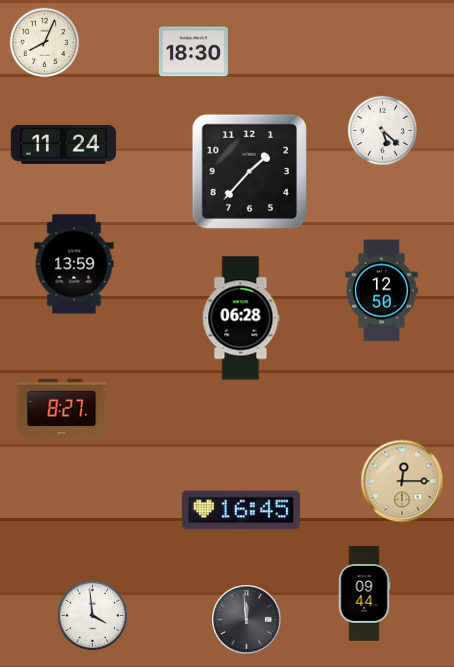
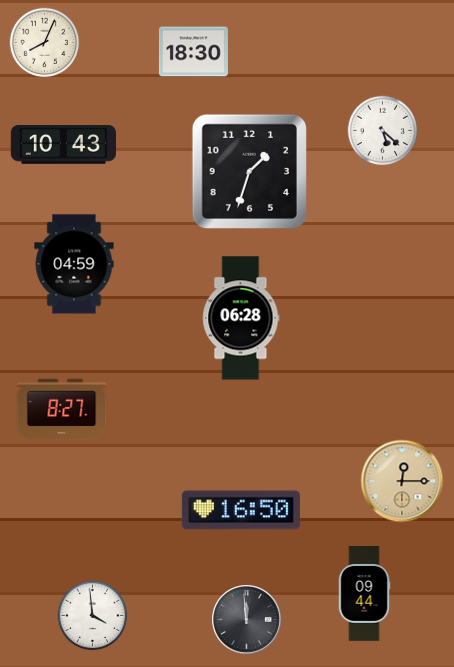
clock at (63, 145): 11:24 -> 10:43
clock at (249, 171): 1:37 -> 1:33
clock at (74, 264): 13:59 -> 04:59
clock at (382, 291): 12:50 -> none
clock at (241, 510): 16:45 -> 16:50
